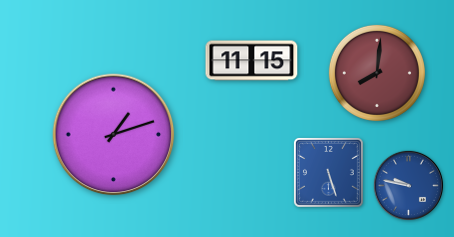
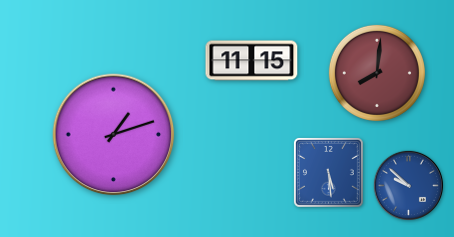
clock at (328, 172): 5:27 -> 5:29
clock at (408, 185): 9:47 -> 9:52
